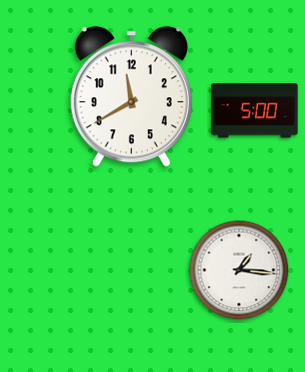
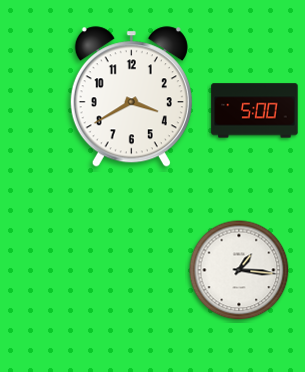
clock at (131, 97): 11:40 -> 3:40
